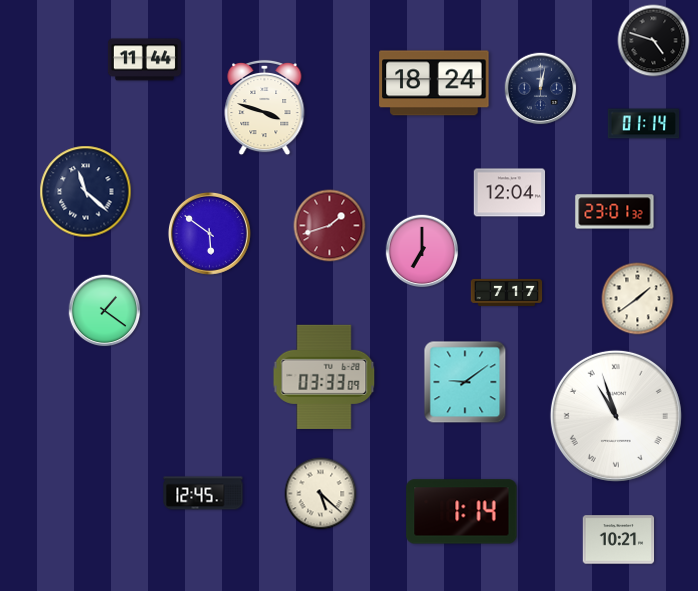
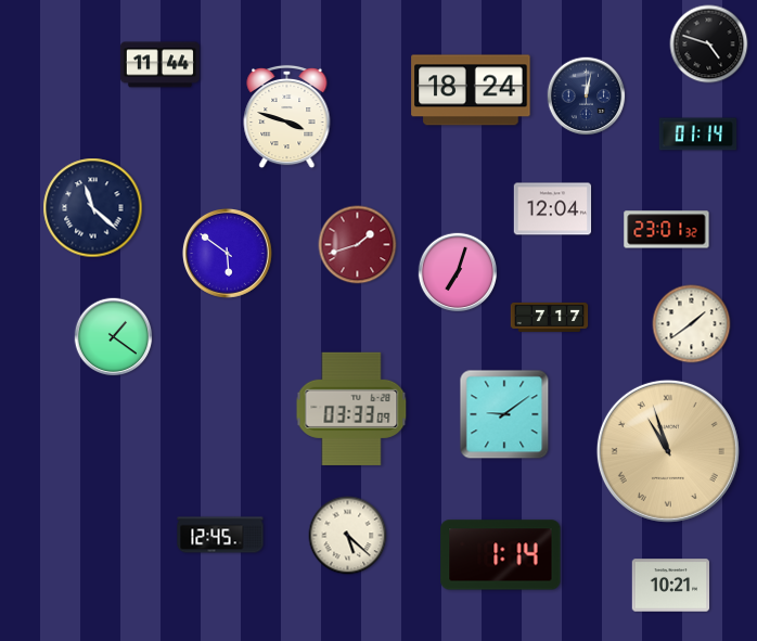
clock at (144, 60) position: (144, 60) -> (159, 65)
clock at (422, 251): 7:00 -> 7:03
clock at (616, 416) dial: white -> champagne
